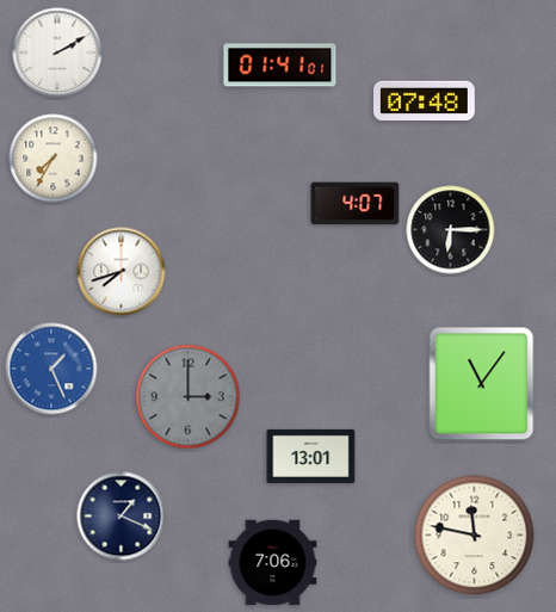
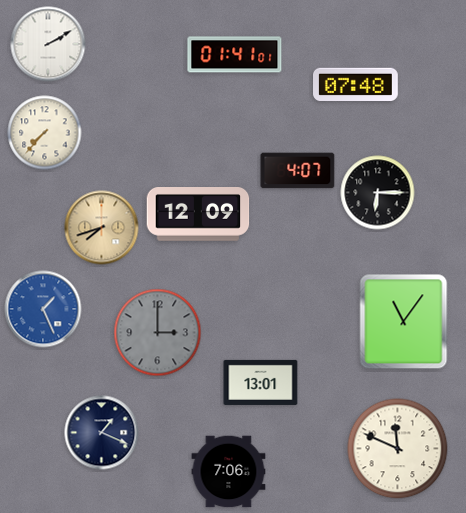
clock at (54, 159): 7:35 -> 7:37
clock at (198, 215): none -> 12:09
clock at (122, 272) dial: white -> champagne
clock at (475, 536): 11:47 -> 11:49
